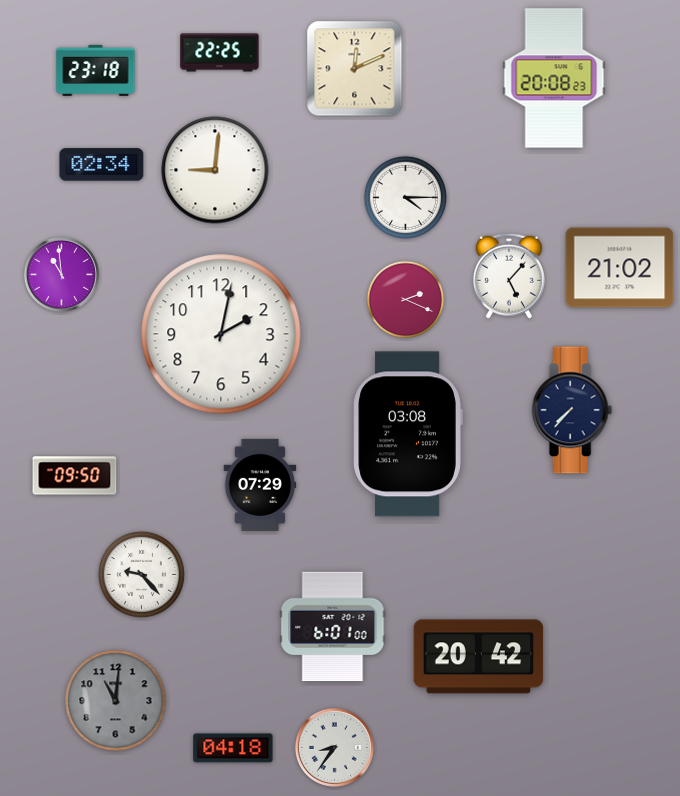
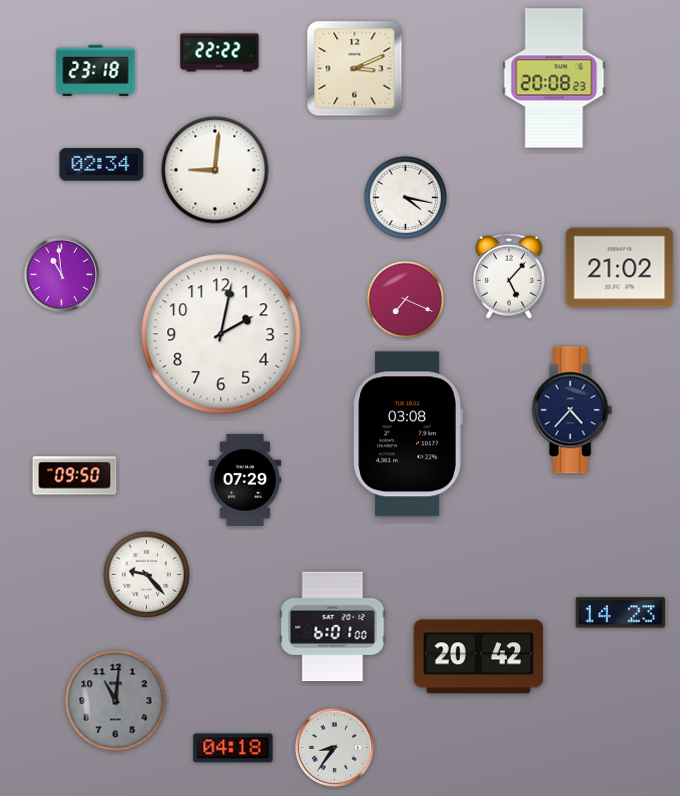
clock at (220, 53): 22:25 -> 22:22
clock at (355, 69): 12:11 -> 3:11
clock at (405, 197): 4:15 -> 4:17
clock at (406, 300): 2:19 -> 7:19
clock at (572, 410): 7:37 -> 4:37
clock at (260, 485) position: (260, 485) -> (245, 480)
clock at (141, 574) position: (141, 574) -> (146, 574)
clock at (621, 613): none -> 14:23
